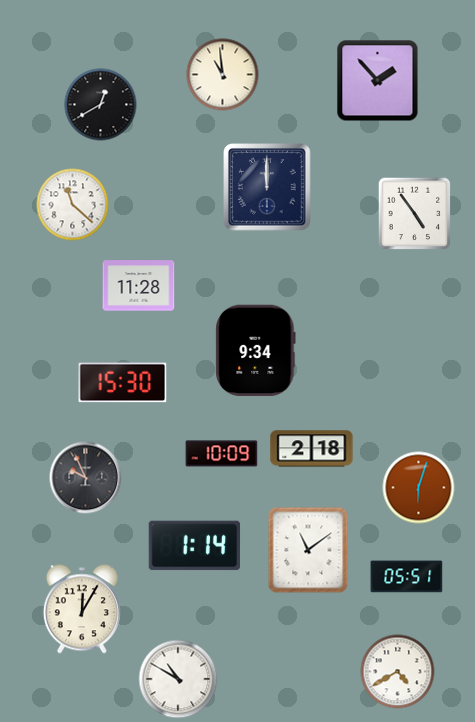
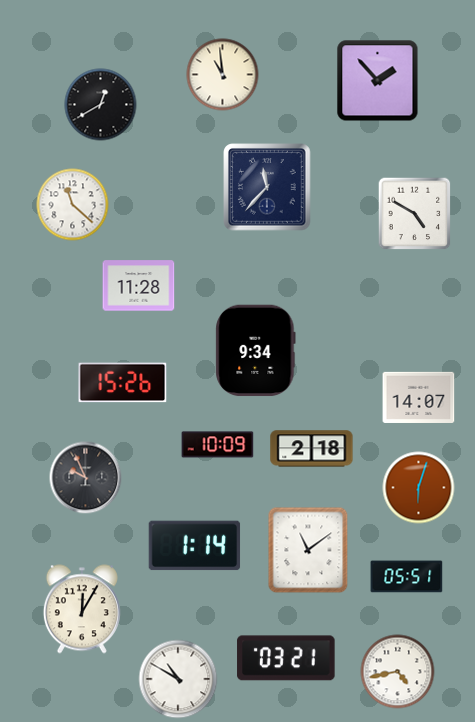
clock at (267, 187): 12:00 -> 11:37
clock at (415, 214): 4:54 -> 4:50
clock at (123, 383): 15:30 -> 15:26
clock at (419, 397): none -> 14:07
clock at (222, 454) position: (222, 454) -> (218, 445)
clock at (286, 658): none -> 03:21
clock at (398, 672): 4:40 -> 4:43
